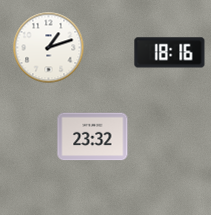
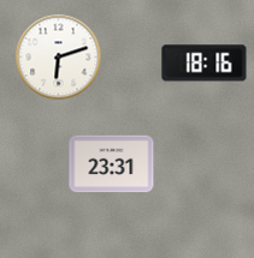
clock at (49, 48): 1:12 -> 6:12
clock at (93, 137): 23:32 -> 23:31
